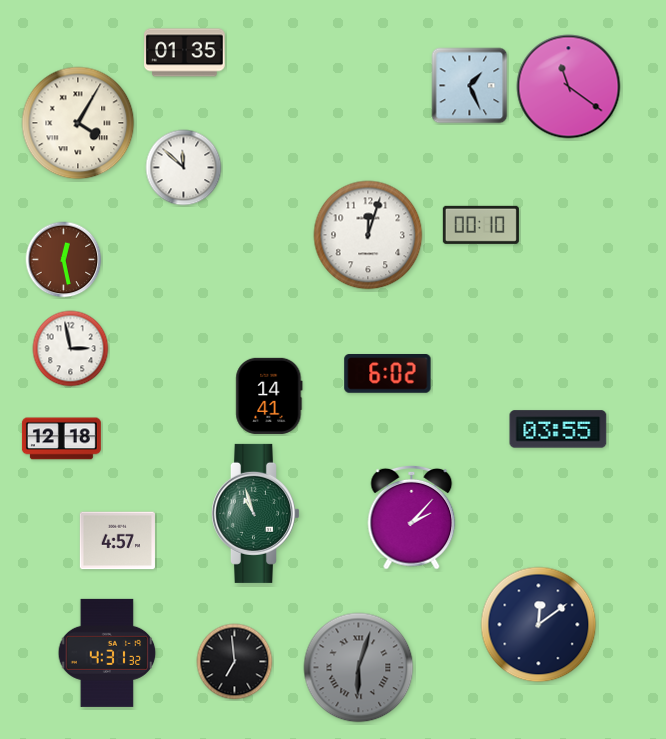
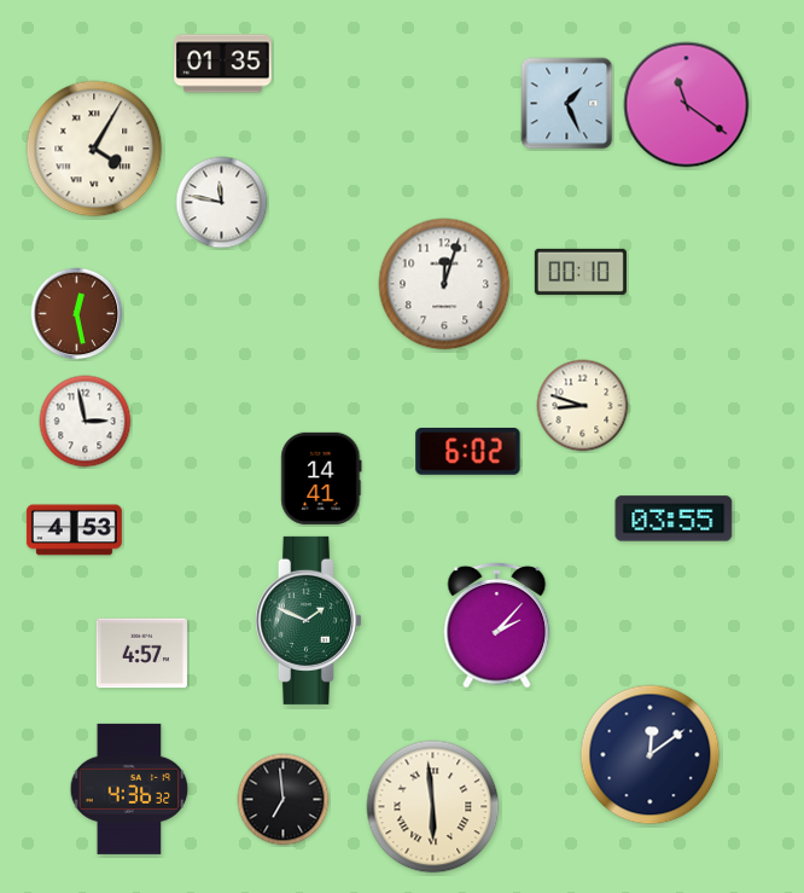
clock at (184, 168): 11:52 -> 11:47
clock at (583, 406): none -> 8:48
clock at (269, 396) position: (269, 396) -> (321, 479)
clock at (61, 439): 12:18 -> 4:53
clock at (255, 513): 10:57 -> 1:49
clock at (107, 653): 4:31 -> 4:36
clock at (359, 668): 6:03 -> 5:59
clock at (359, 668) dial: grey -> cream
